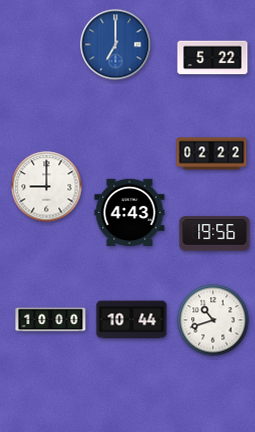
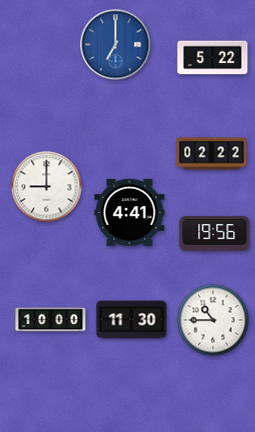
clock at (130, 212): 4:43 -> 4:41
clock at (132, 320): 10:44 -> 11:30
clock at (213, 320): 10:42 -> 10:45
